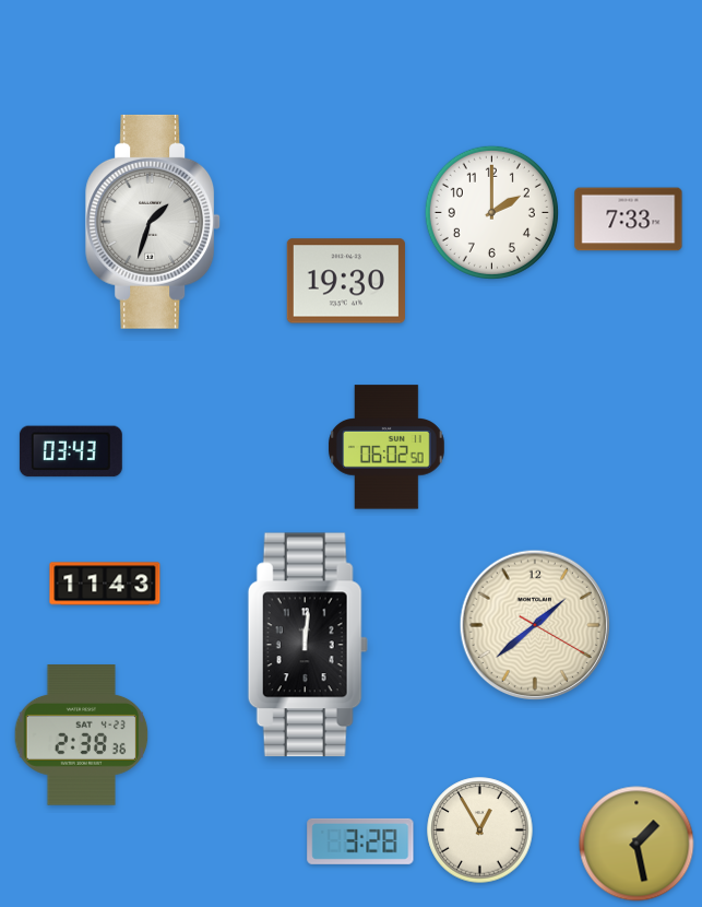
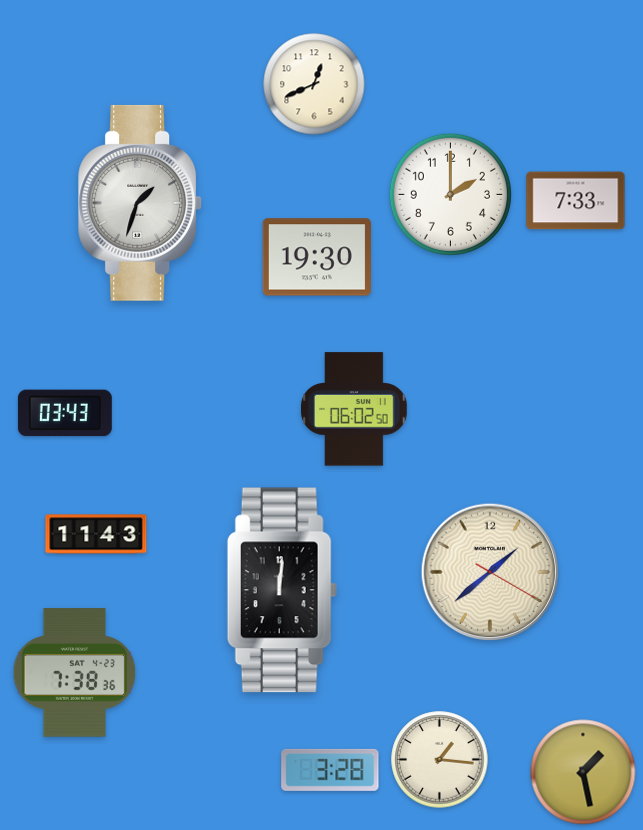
clock at (314, 84): none -> 12:41
clock at (82, 735): 2:38 -> 7:38
clock at (480, 831): 12:55 -> 1:16
